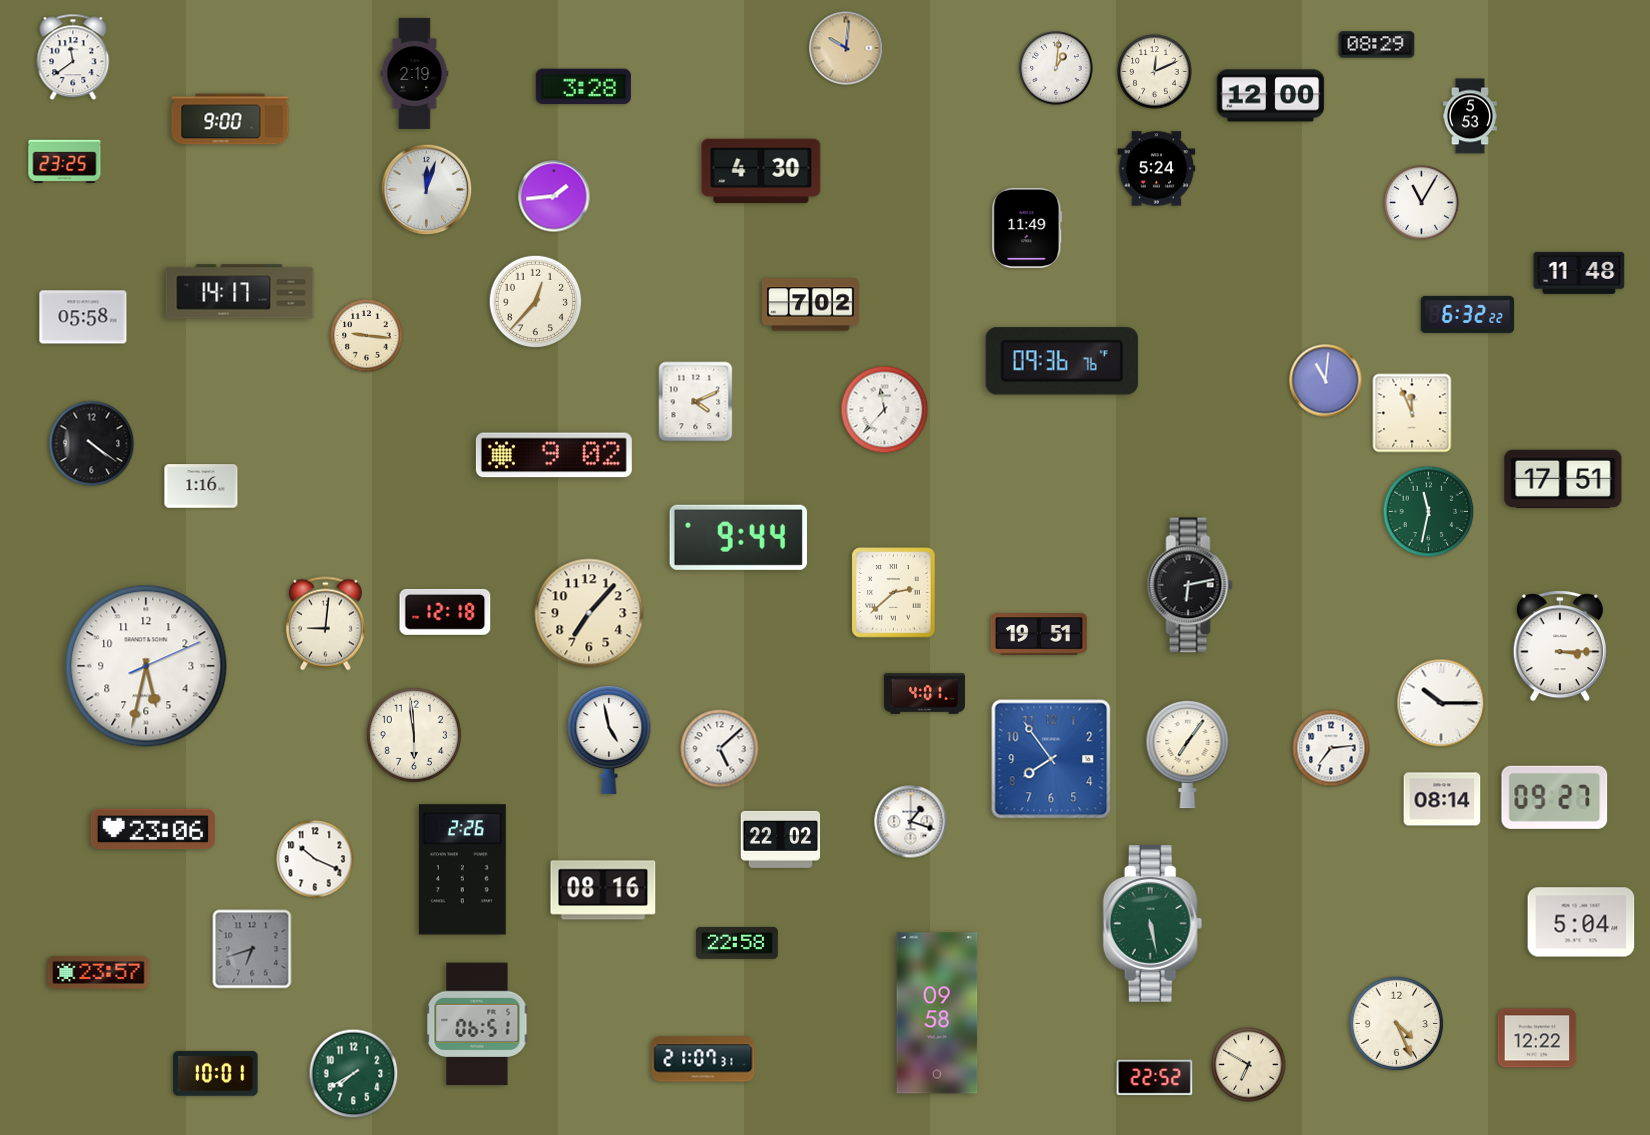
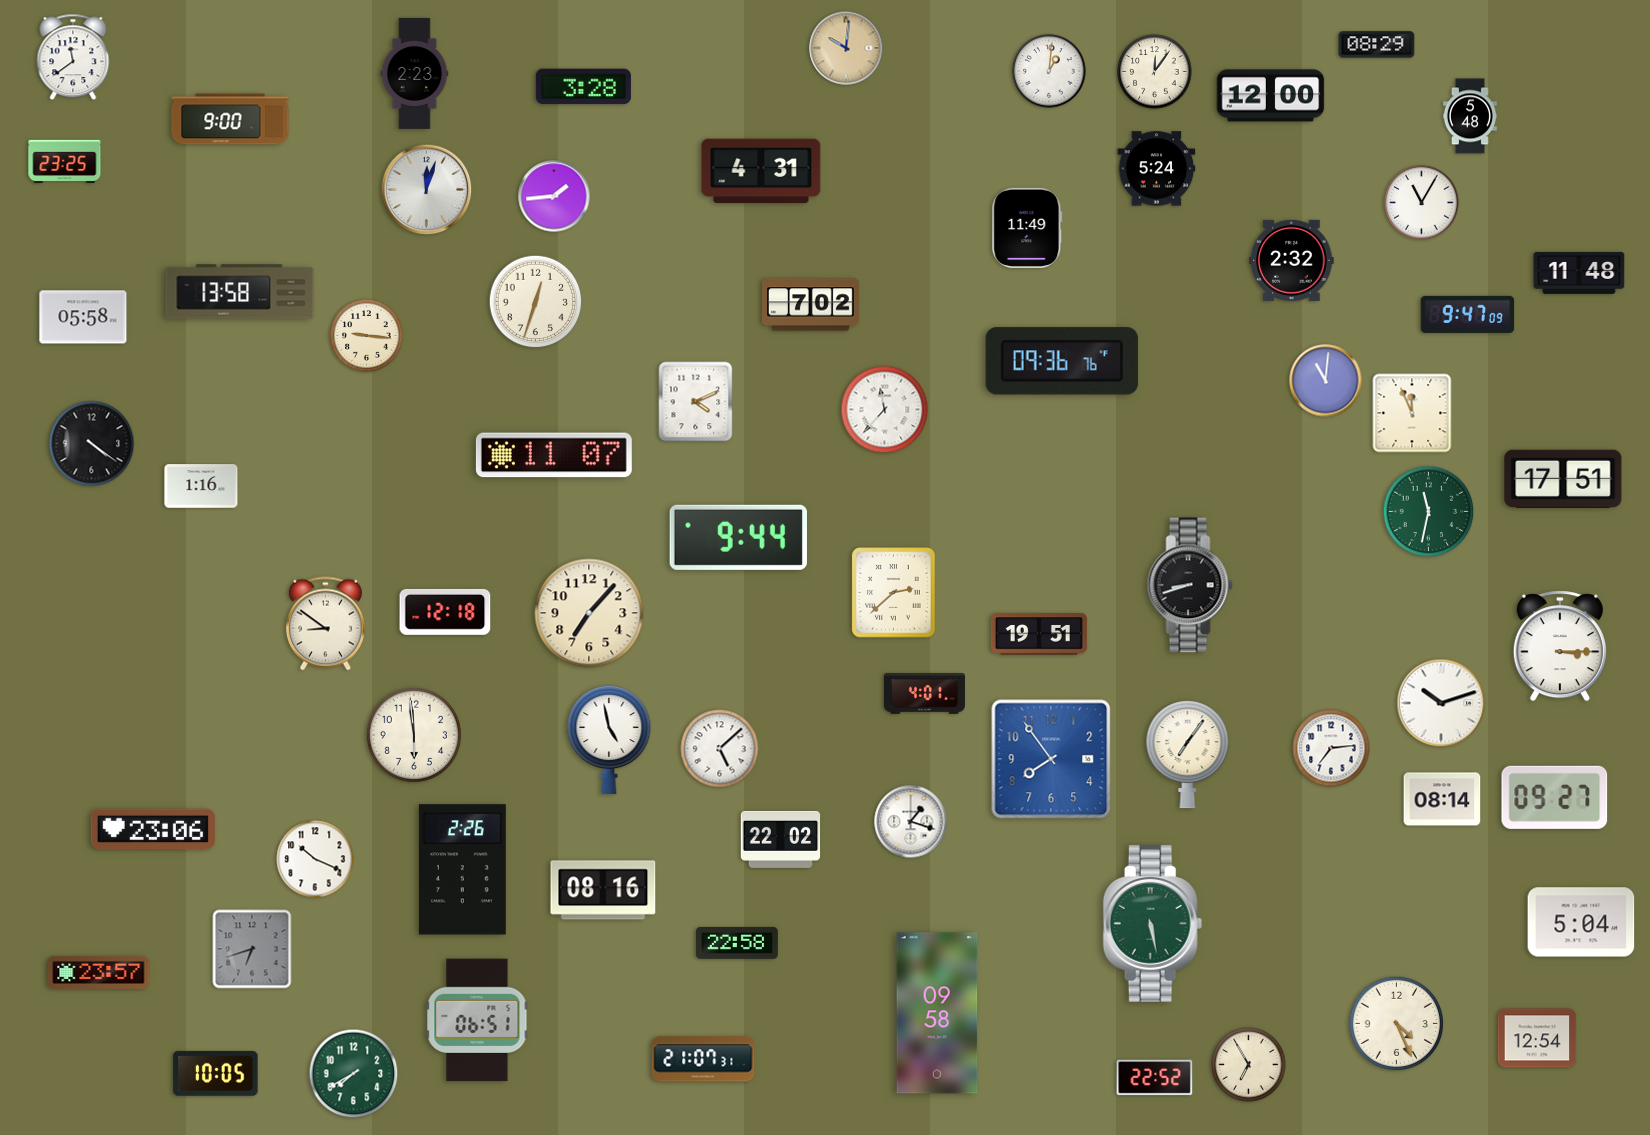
clock at (1056, 68) position: (1056, 68) -> (1049, 71)
clock at (1155, 72): 12:11 -> 12:06
clock at (415, 73): 2:19 -> 2:23
clock at (1470, 116): 5:53 -> 5:48
clock at (761, 171): 4:30 -> 4:31
clock at (1292, 260): none -> 2:32
clock at (240, 292): 14:17 -> 13:58
clock at (536, 302): 12:37 -> 12:33
clock at (1468, 314): 6:32 -> 9:47
clock at (554, 455): 9:02 -> 11:07
clock at (1190, 585): 6:13 -> 8:42
clock at (325, 624): 9:01 -> 8:51
clock at (146, 666): 5:32 -> none
clock at (1441, 703): 10:15 -> 10:12
clock at (477, 1024) position: (477, 1024) -> (477, 1020)
clock at (1537, 1038): 12:22 -> 12:54
clock at (1249, 1065): 6:50 -> 6:55
clock at (216, 1073): 10:01 -> 10:05
